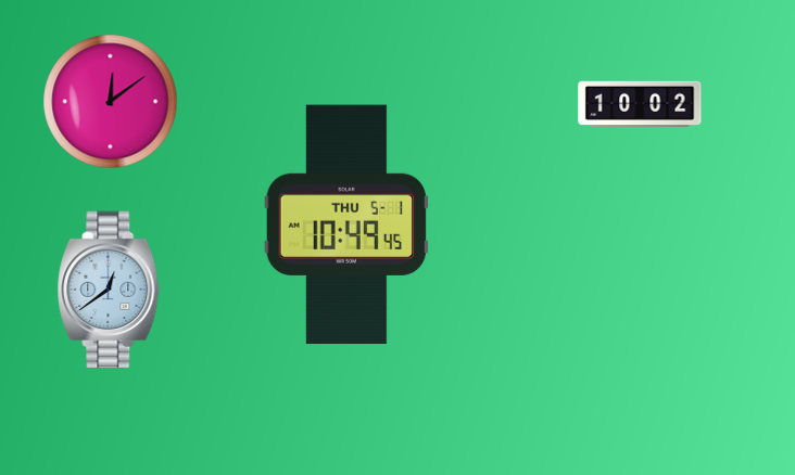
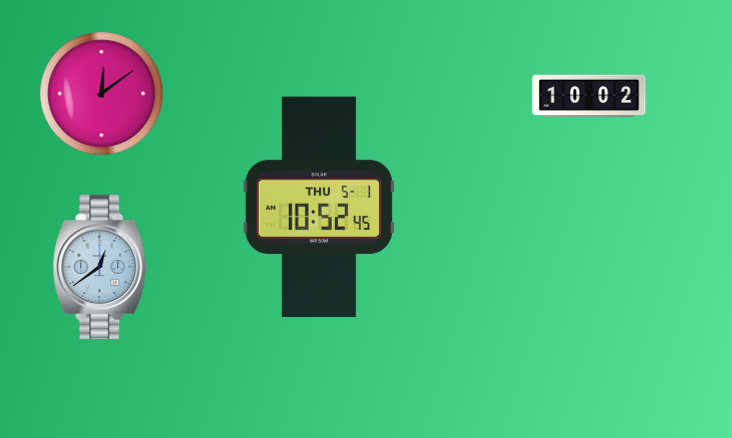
clock at (346, 224): 10:49 -> 10:52
